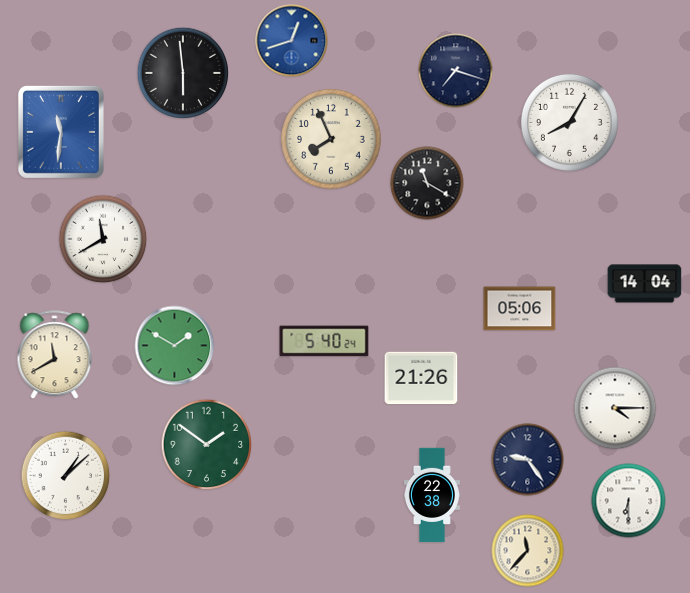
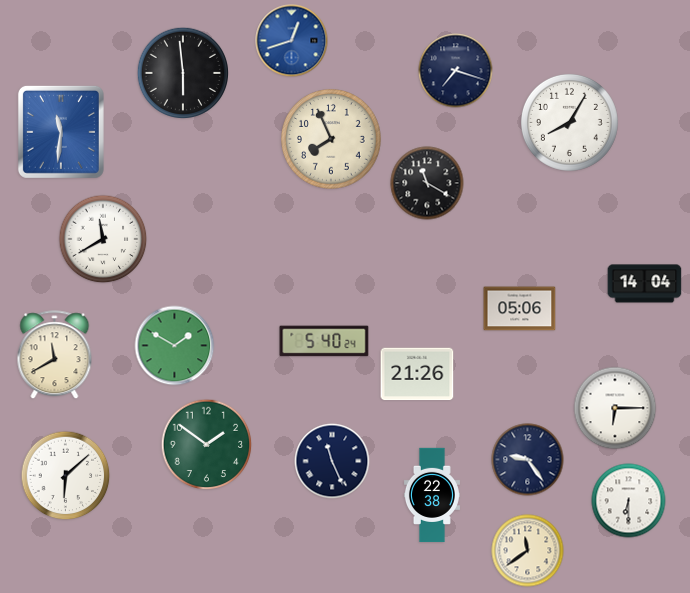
clock at (421, 378) position: (421, 378) -> (417, 374)
clock at (615, 408): 4:15 -> 6:15
clock at (332, 461): none -> 11:26
clock at (66, 476): 1:08 -> 6:08
clock at (528, 551): 11:37 -> 11:39
